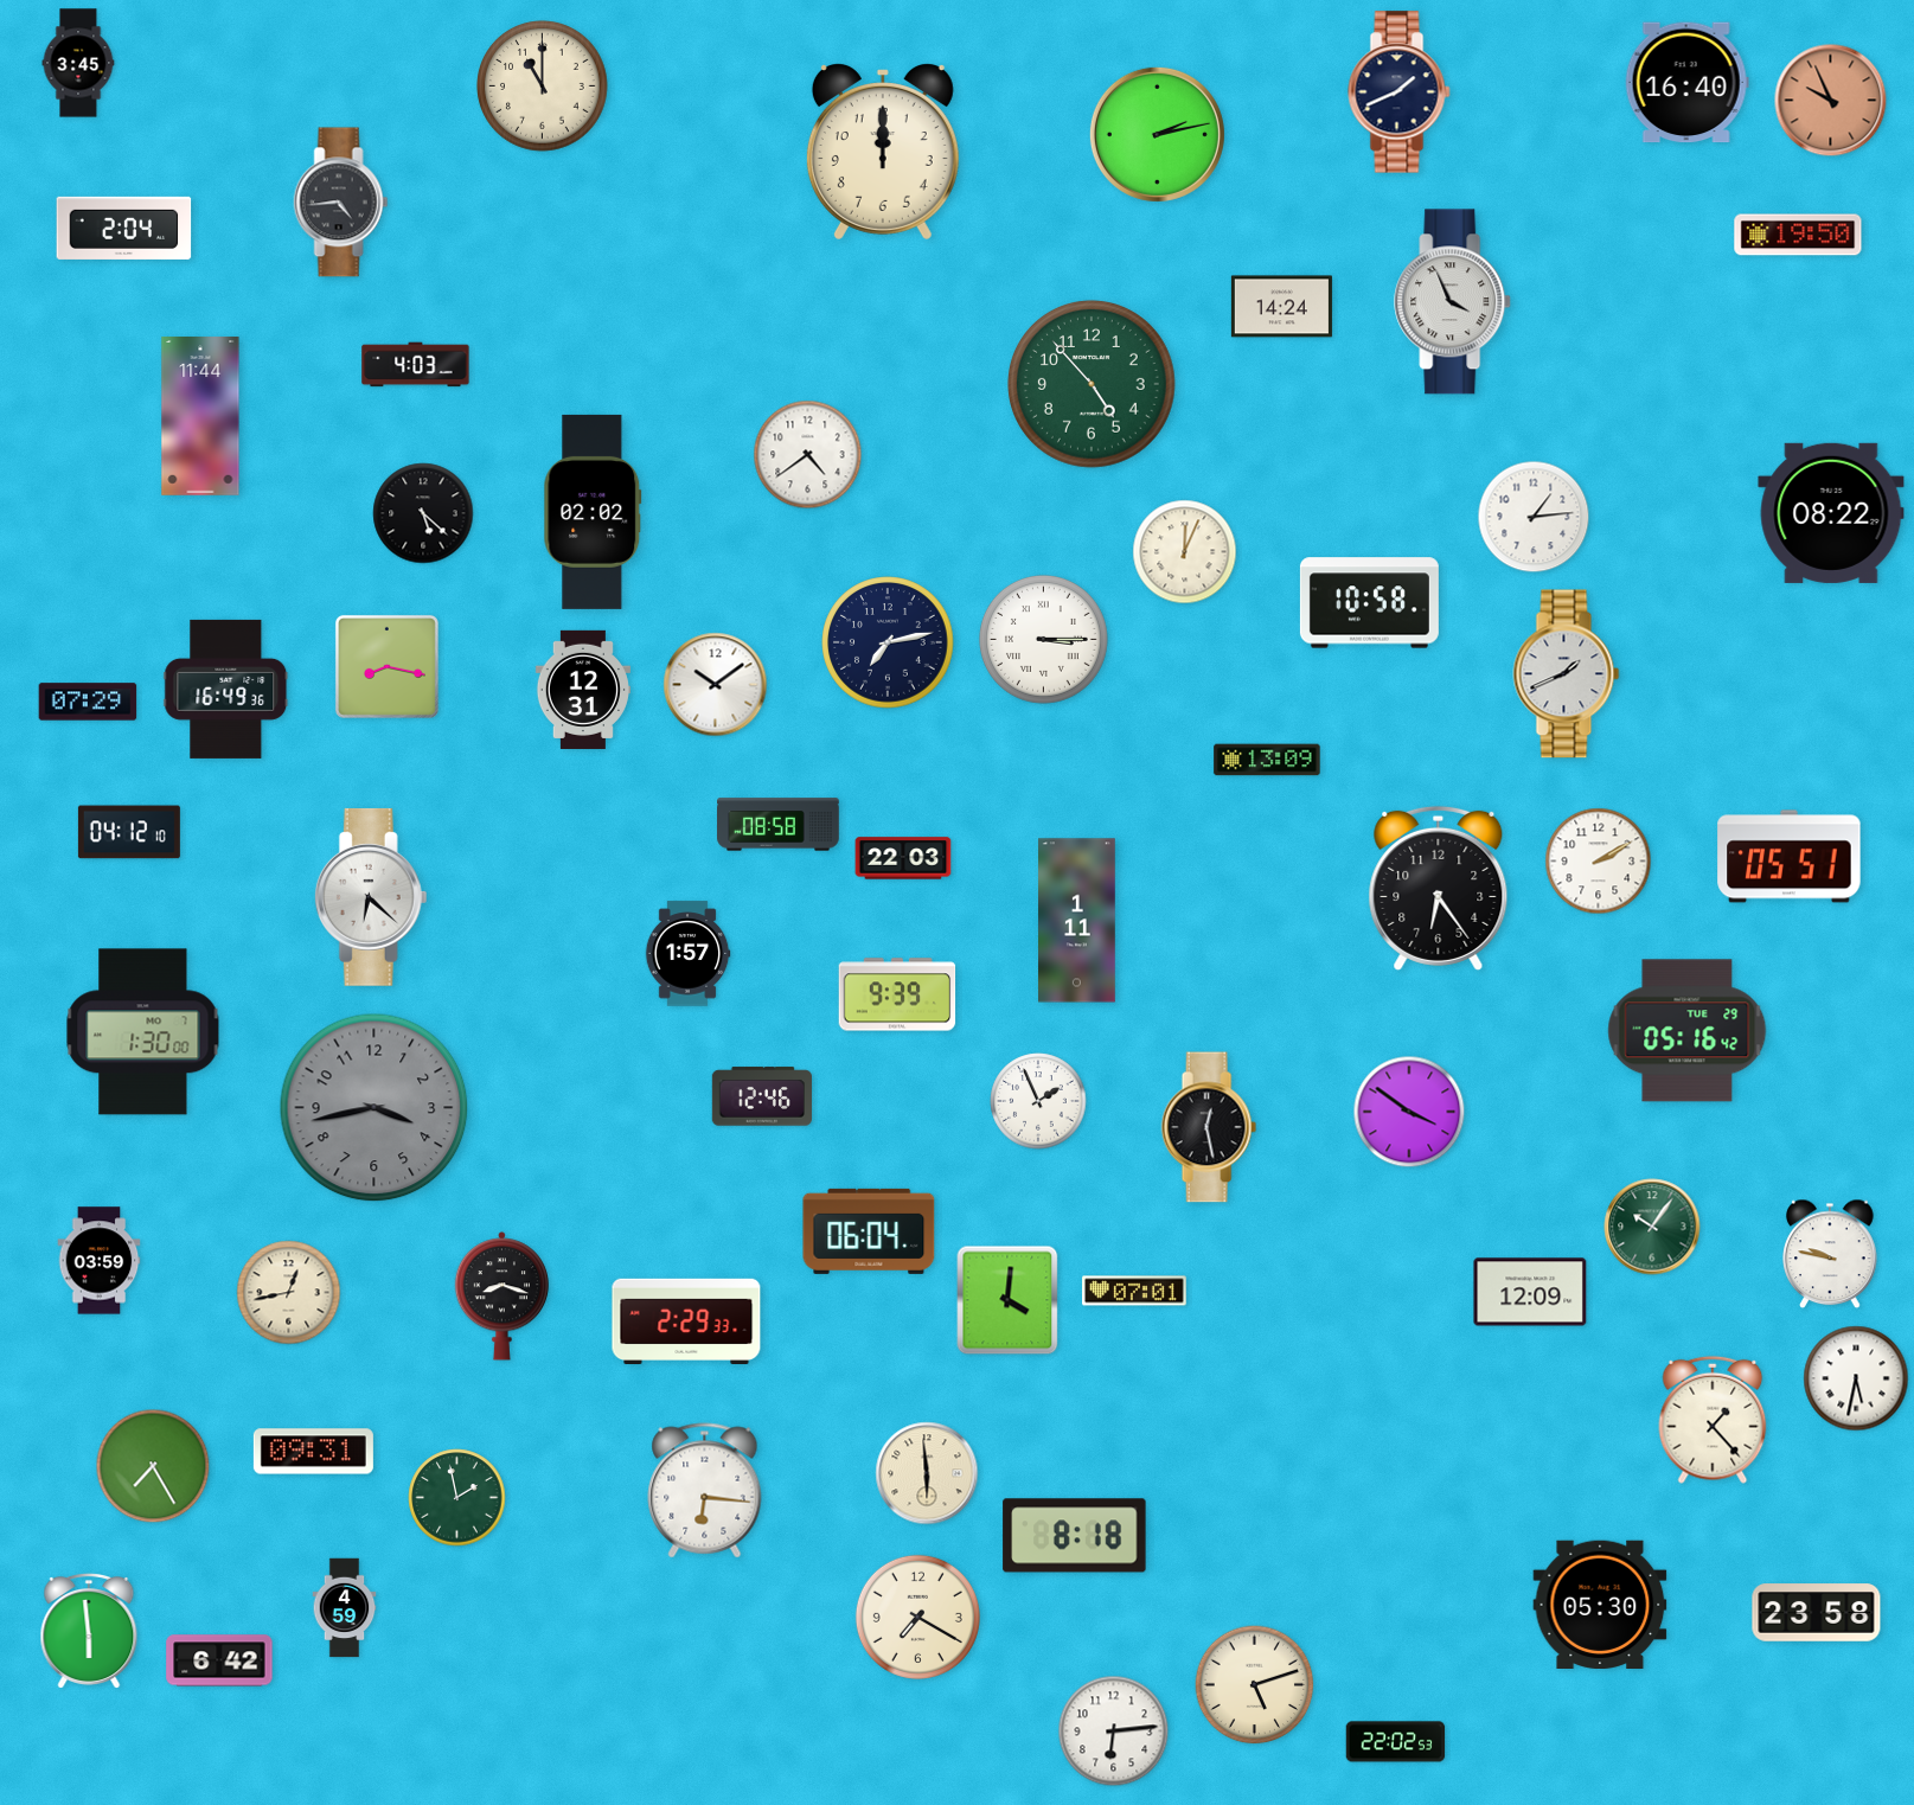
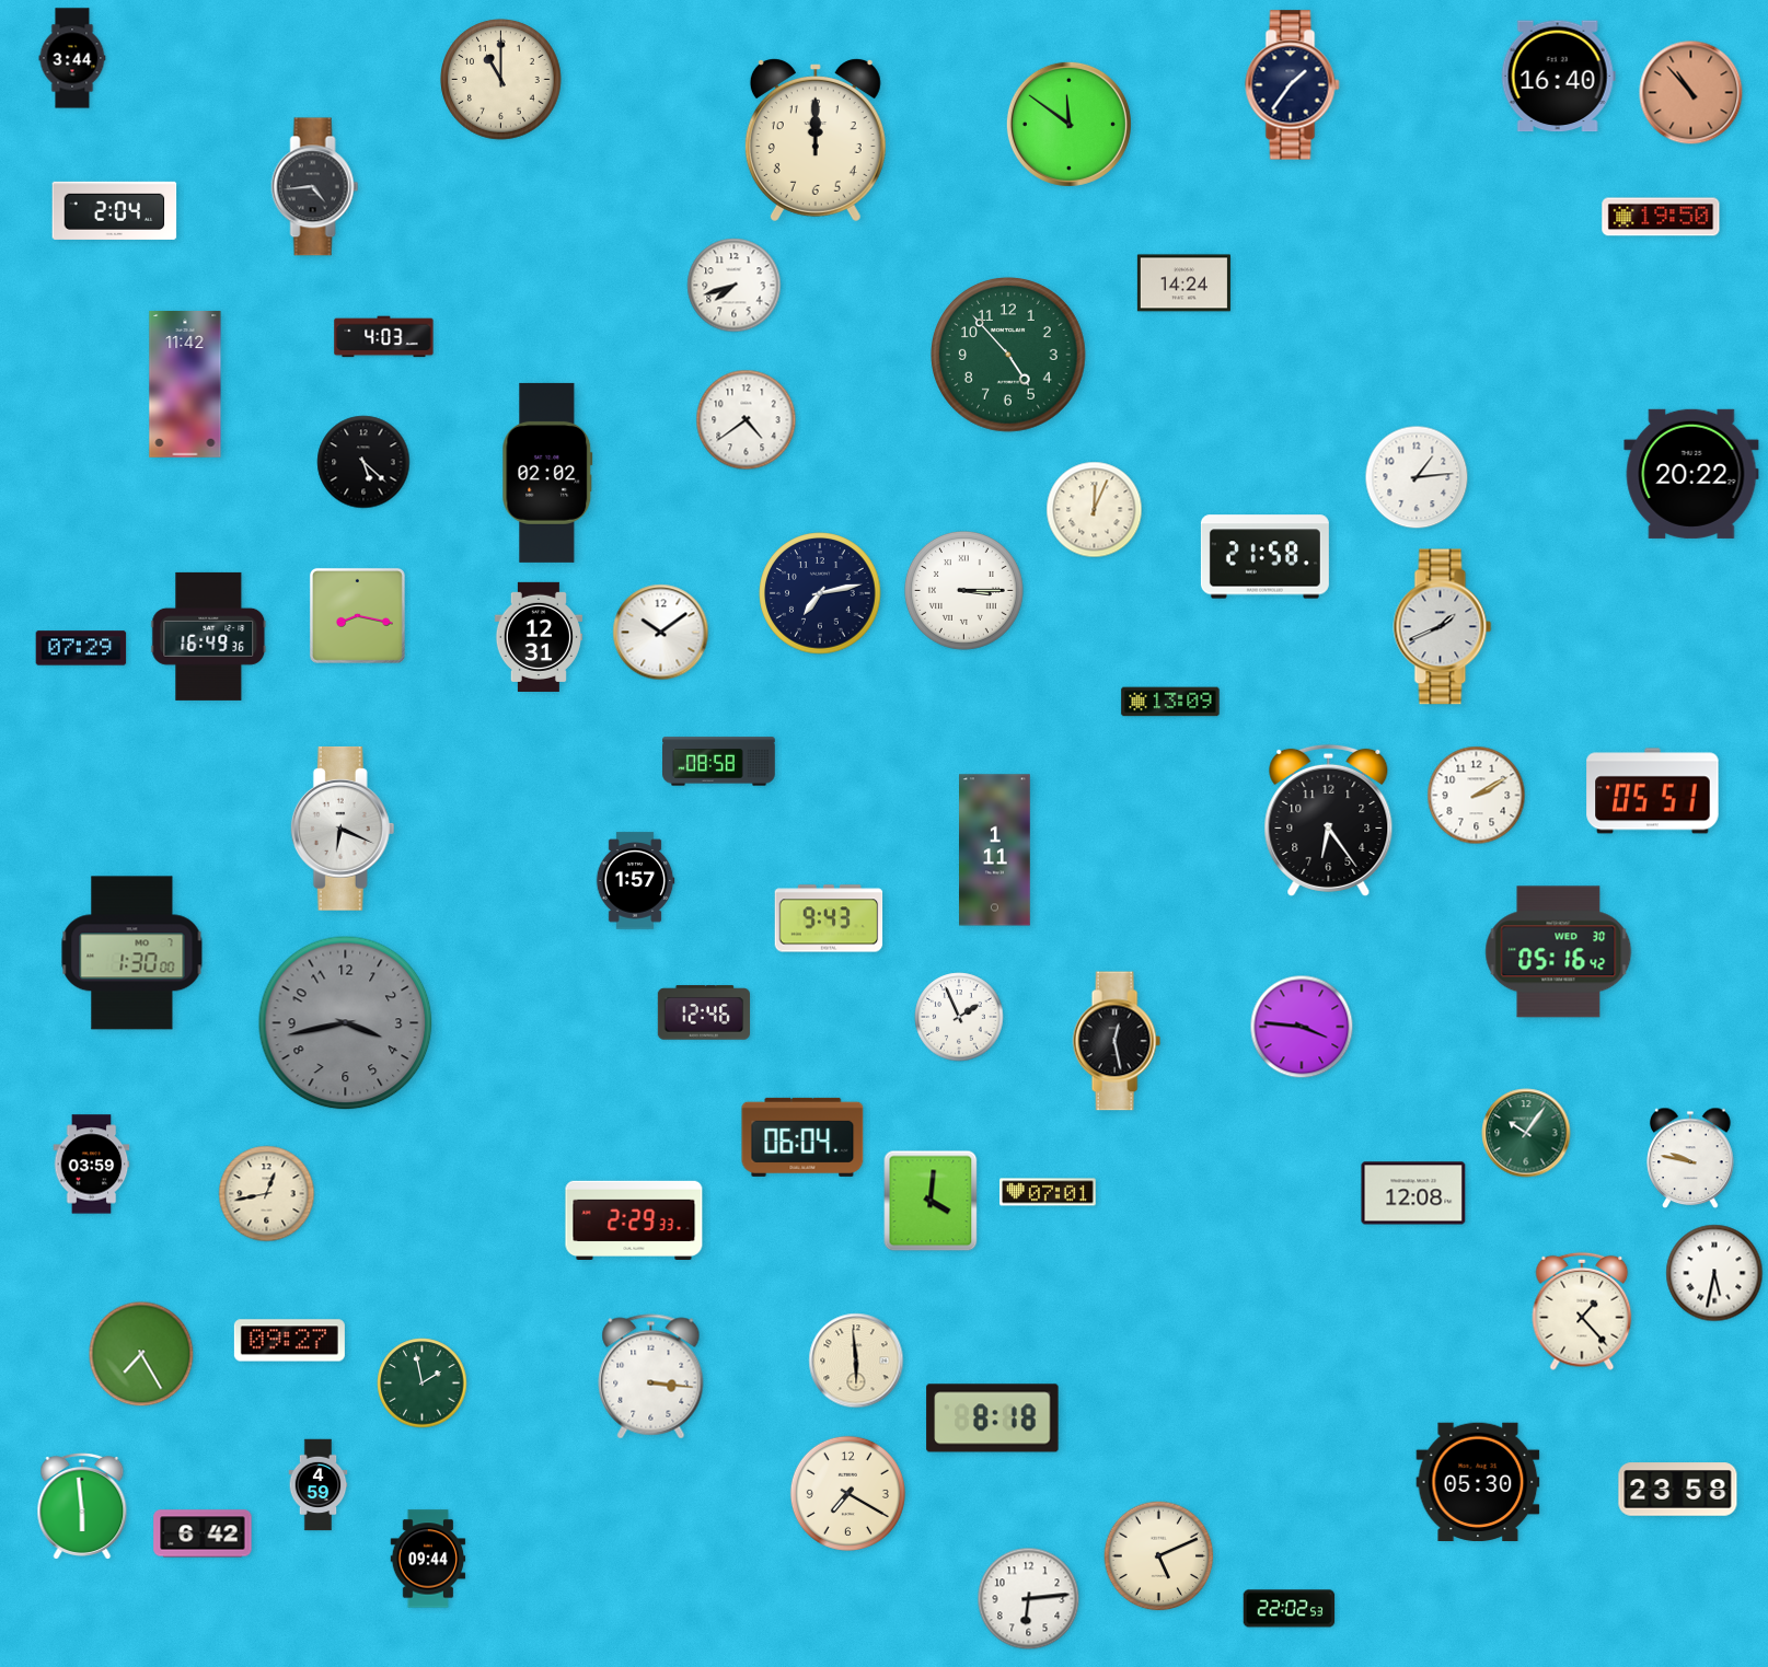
clock at (78, 63): 3:45 -> 3:44
clock at (1400, 92): 1:41 -> 1:36
clock at (1831, 101): 9:56 -> 10:53
clock at (1157, 134): 2:13 -> 11:51
clock at (1453, 302): 3:56 -> none
clock at (735, 286): none -> 7:42
clock at (200, 417): 11:44 -> 11:42
clock at (423, 513) position: (423, 513) -> (363, 462)
clock at (1831, 513): 08:22 -> 20:22
clock at (1369, 603): 10:58 -> 21:58
clock at (1567, 674) position: (1567, 674) -> (1443, 627)
clock at (129, 832): 04:12 -> none
clock at (903, 858): 22:03 -> none
clock at (371, 897): 6:22 -> 6:19
clock at (897, 994): 9:39 -> 9:43
clock at (1688, 1031) date: TUE 29 -> WED 30
clock at (1409, 1112): 3:51 -> 3:46
clock at (1530, 1292): 12:09 -> 12:08
clock at (502, 1297): 8:18 -> none
clock at (313, 1452): 09:31 -> 09:27
clock at (705, 1491): 6:16 -> 3:16
clock at (1255, 1685): 5:12 -> 5:11
clock at (428, 1559): none -> 09:44
